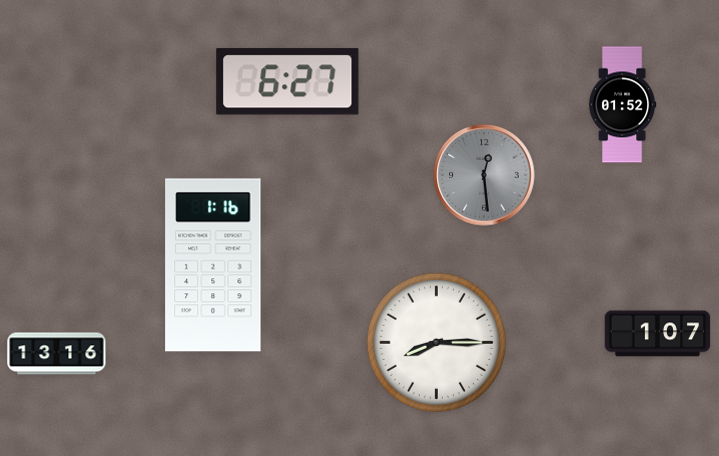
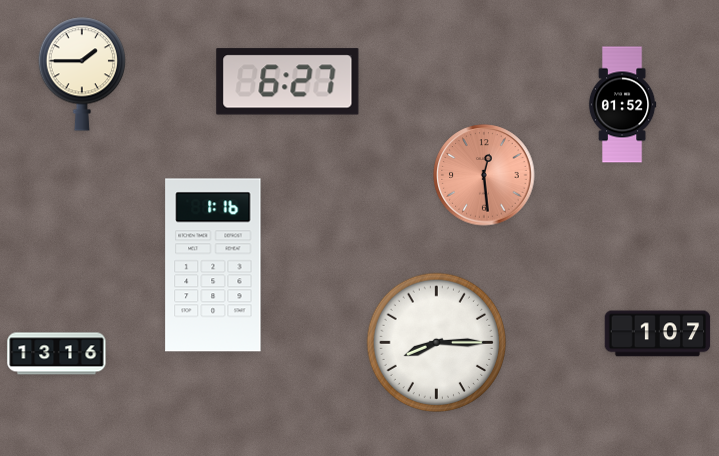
clock at (81, 74): none -> 1:45
clock at (484, 175) dial: grey -> salmon
